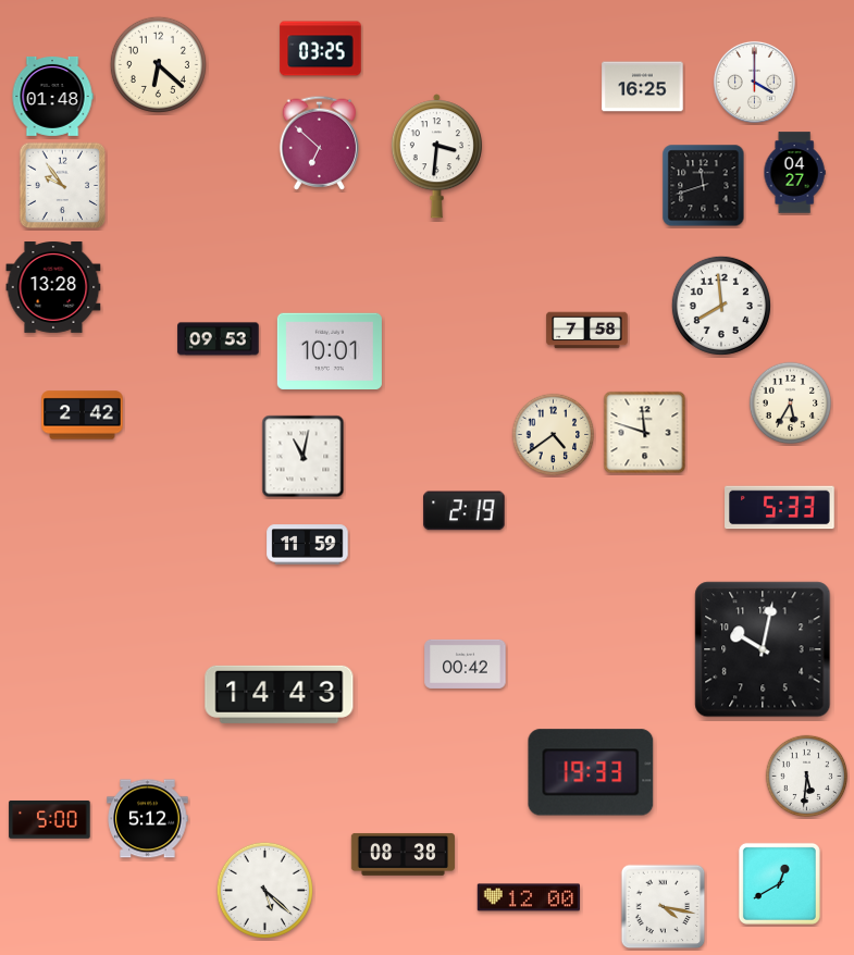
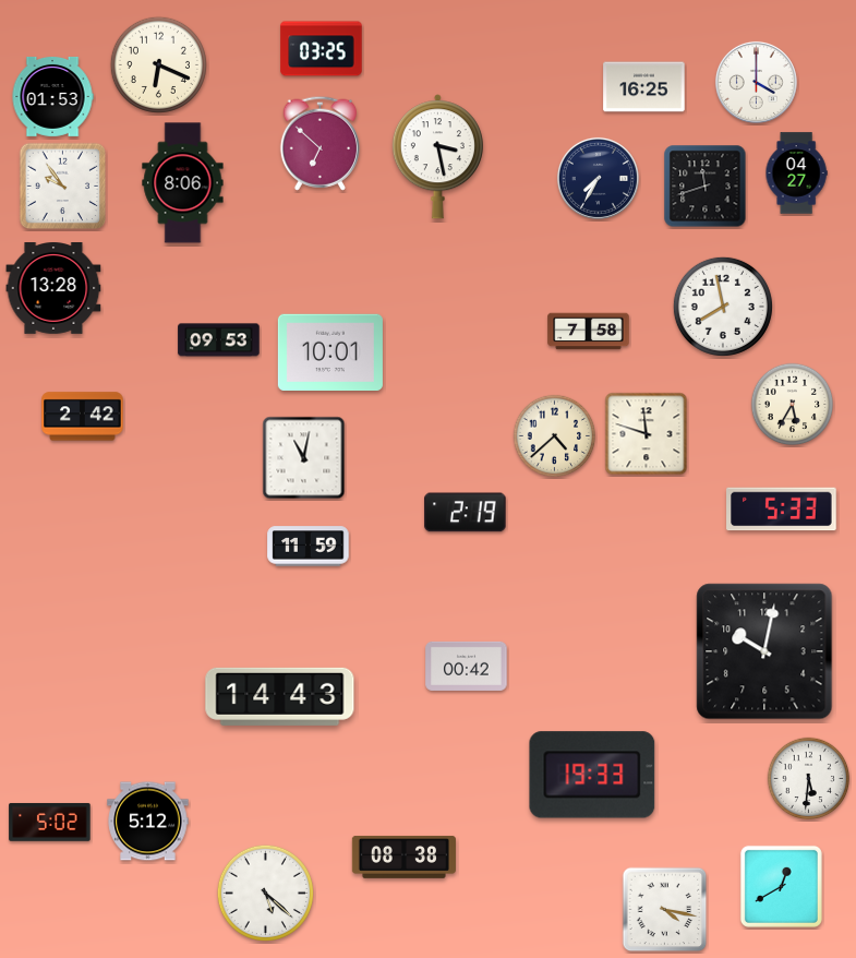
clock at (158, 64): 6:22 -> 6:19
clock at (52, 96): 01:48 -> 01:53
clock at (436, 157): 3:31 -> 3:28
clock at (598, 178): none -> 7:35
clock at (183, 183): none -> 8:06
clock at (721, 306): 7:59 -> 7:58
clock at (554, 435): 4:39 -> 4:38
clock at (50, 819): 5:00 -> 5:02
clock at (529, 897): 12:00 -> none
